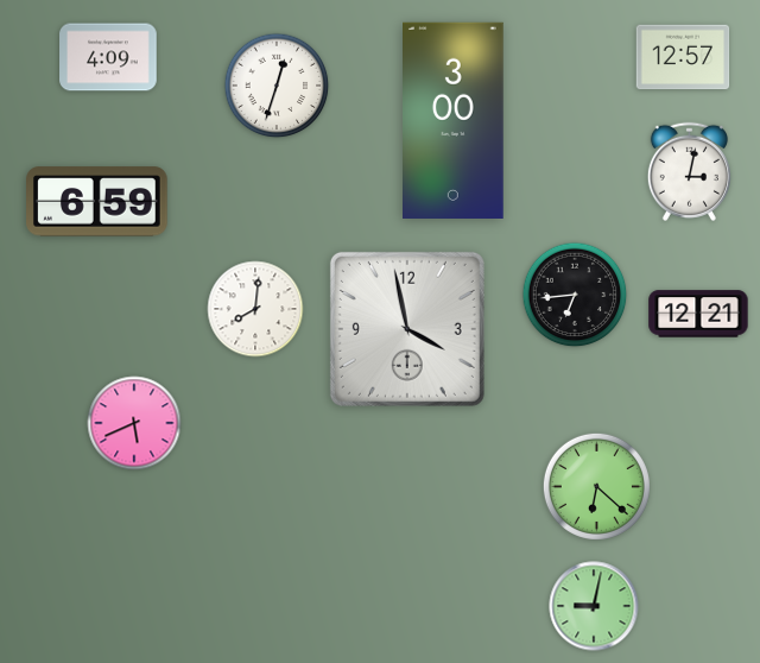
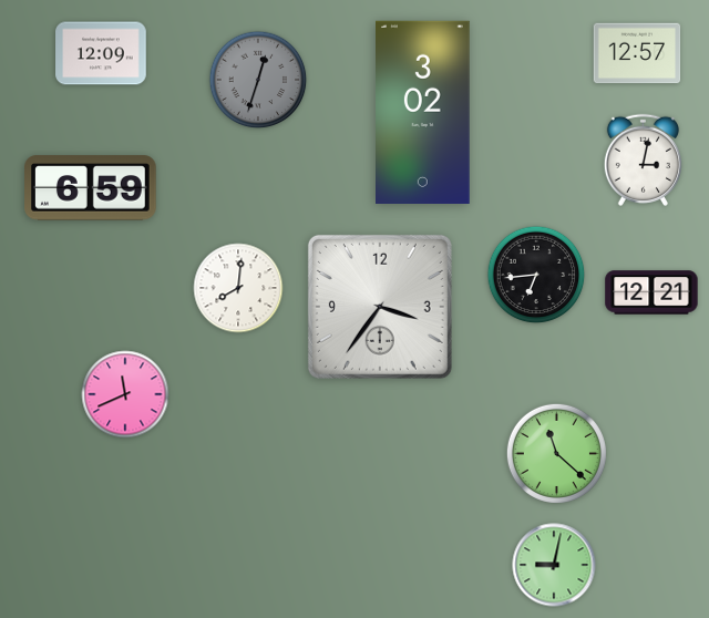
clock at (108, 57): 4:09 -> 12:09
clock at (277, 86) dial: white -> grey
clock at (454, 120): 3:00 -> 3:02
clock at (407, 329): 3:58 -> 3:36
clock at (134, 423): 5:41 -> 11:41
clock at (596, 486): 6:22 -> 11:22
